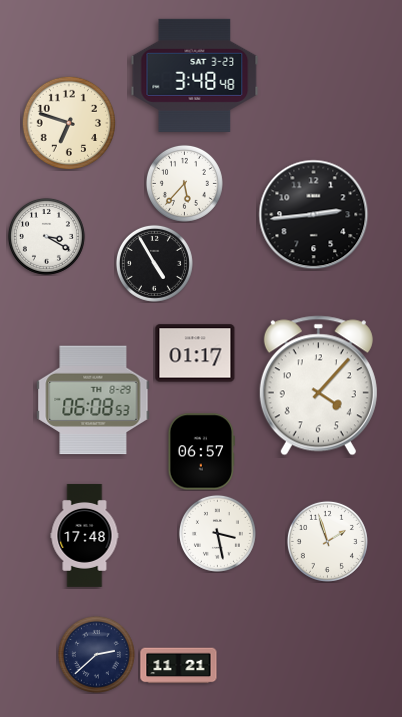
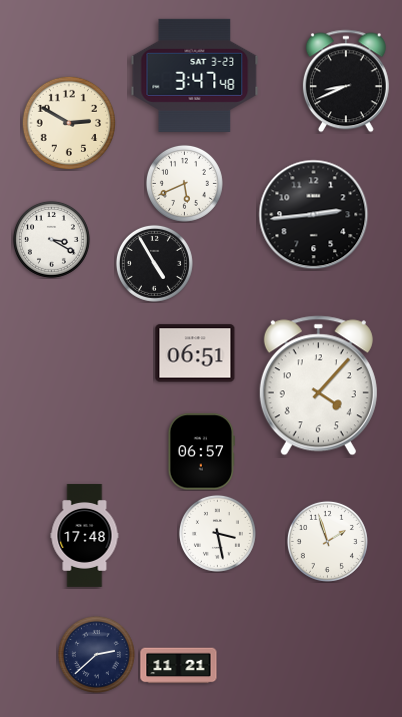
clock at (195, 75): 3:48 -> 3:47
clock at (346, 81): none -> 8:41
clock at (68, 122): 6:48 -> 2:50
clock at (184, 183): 5:37 -> 5:41
clock at (46, 236) position: (46, 236) -> (51, 239)
clock at (195, 353): 01:17 -> 06:51
clock at (93, 400): 06:08 -> none
